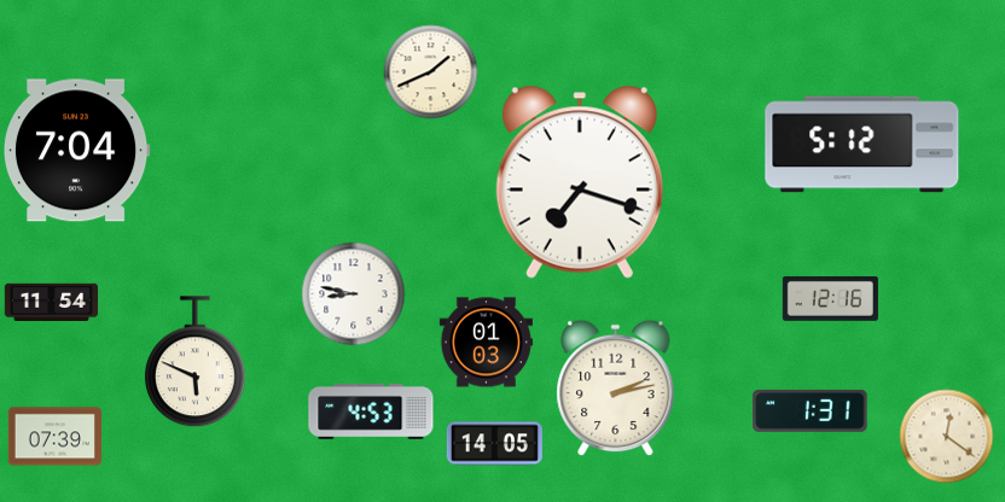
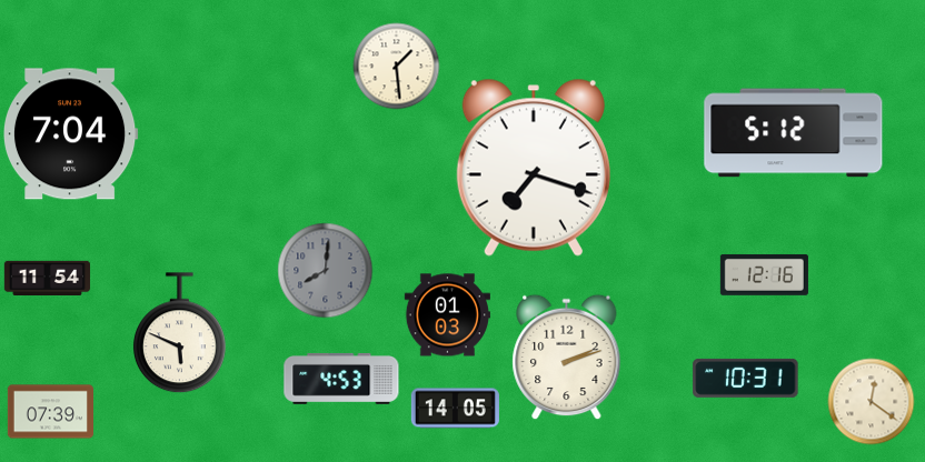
clock at (430, 71): 1:41 -> 1:29
clock at (76, 151) position: (76, 151) -> (70, 134)
clock at (353, 293): 8:47 -> 8:01
clock at (353, 293) dial: white -> grey
clock at (616, 387): 2:13 -> 2:12
clock at (811, 410): 1:31 -> 10:31
clock at (54, 437) position: (54, 437) -> (50, 412)
